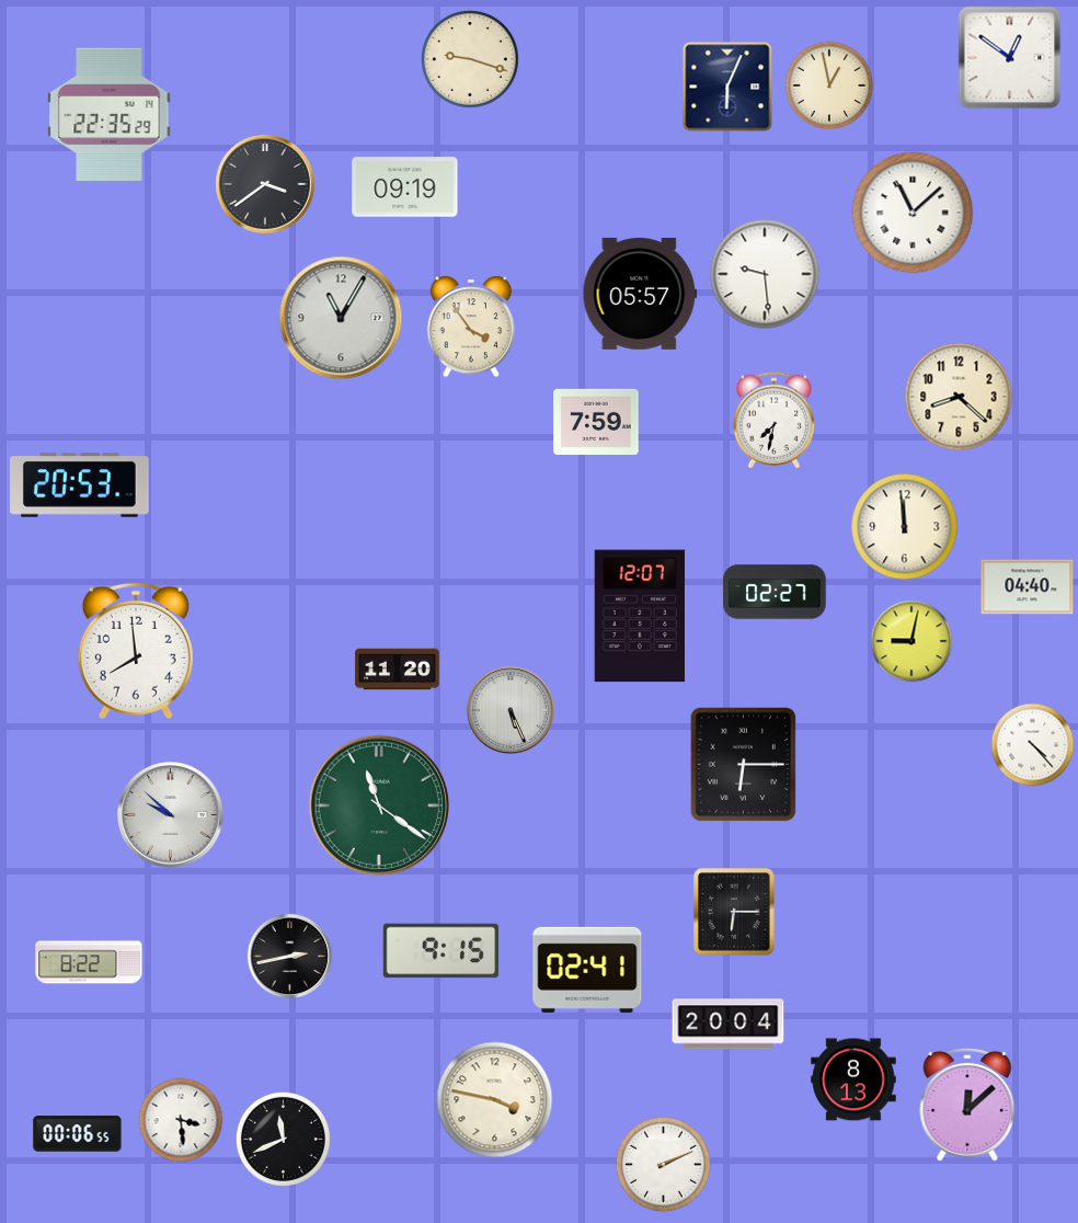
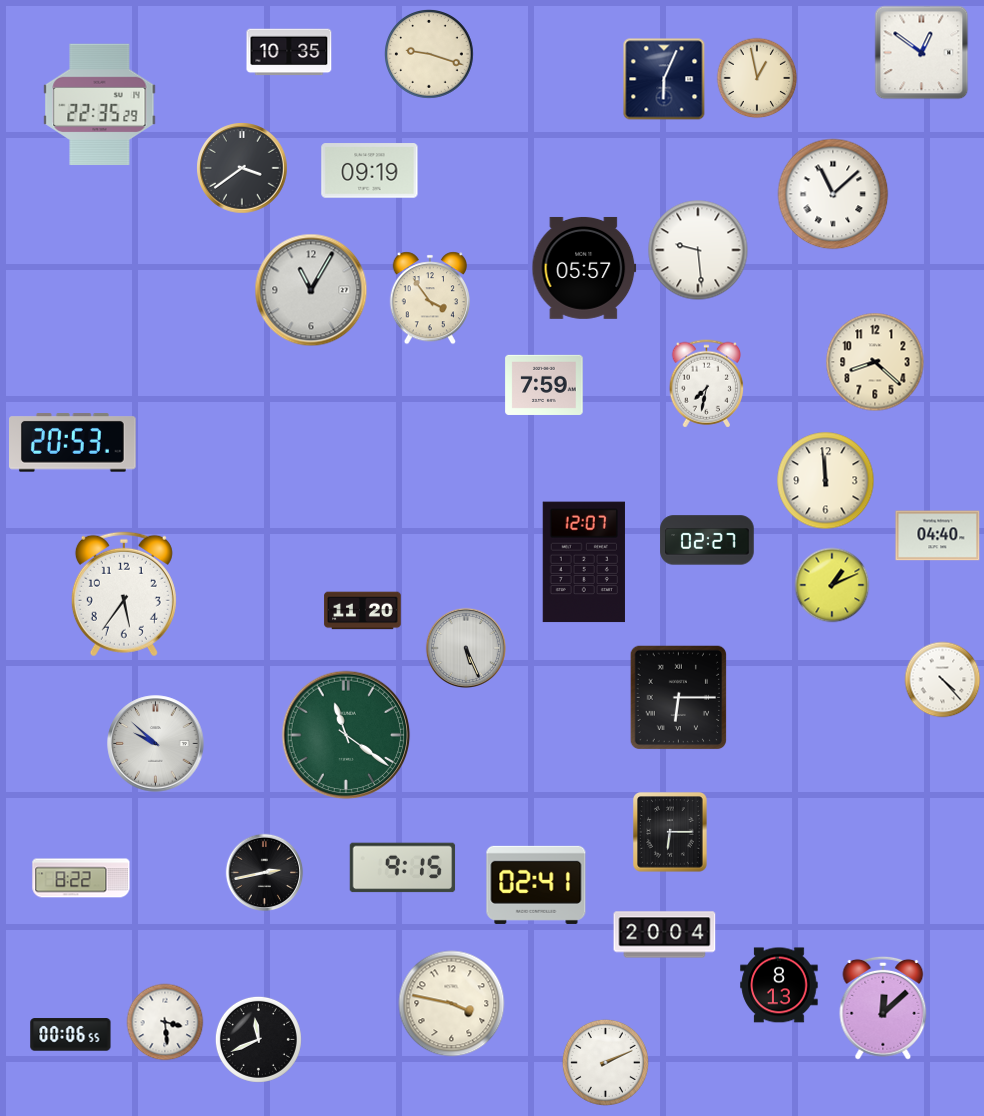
clock at (289, 52): none -> 10:35
clock at (911, 641): 9:02 -> 1:11
clock at (136, 651): 7:59 -> 5:36
